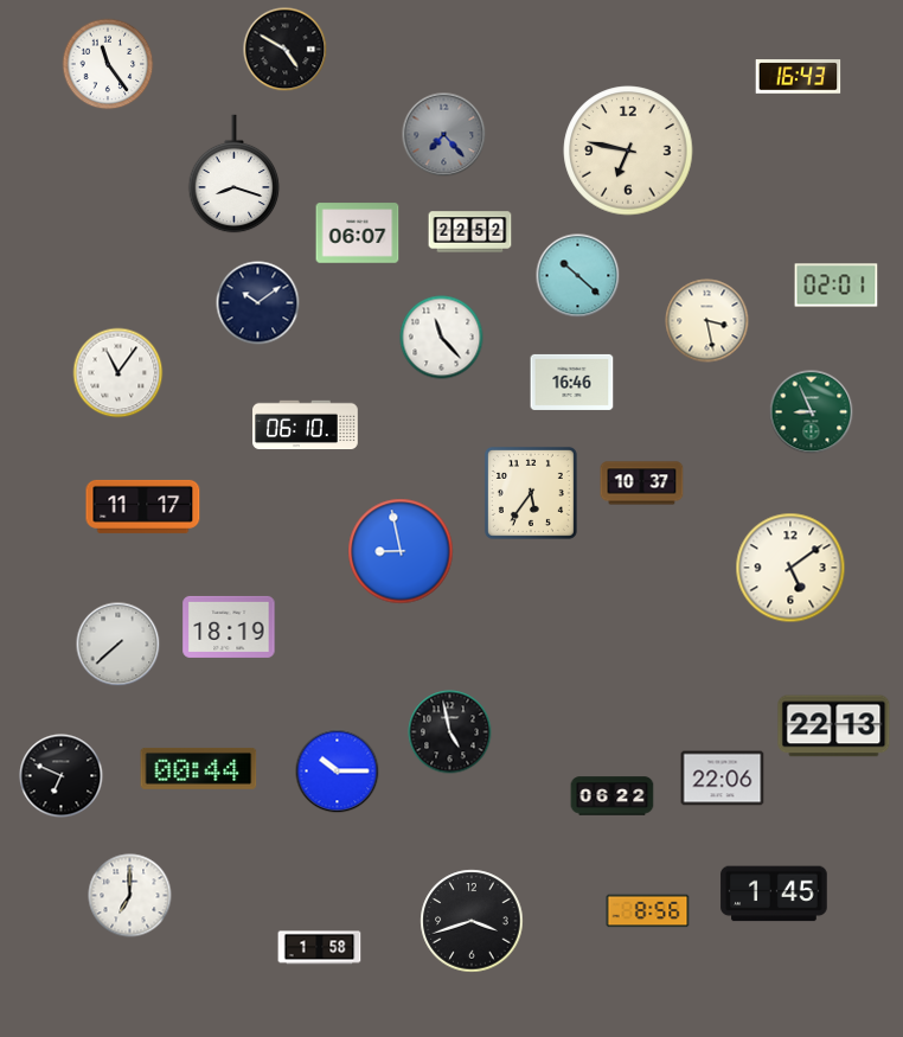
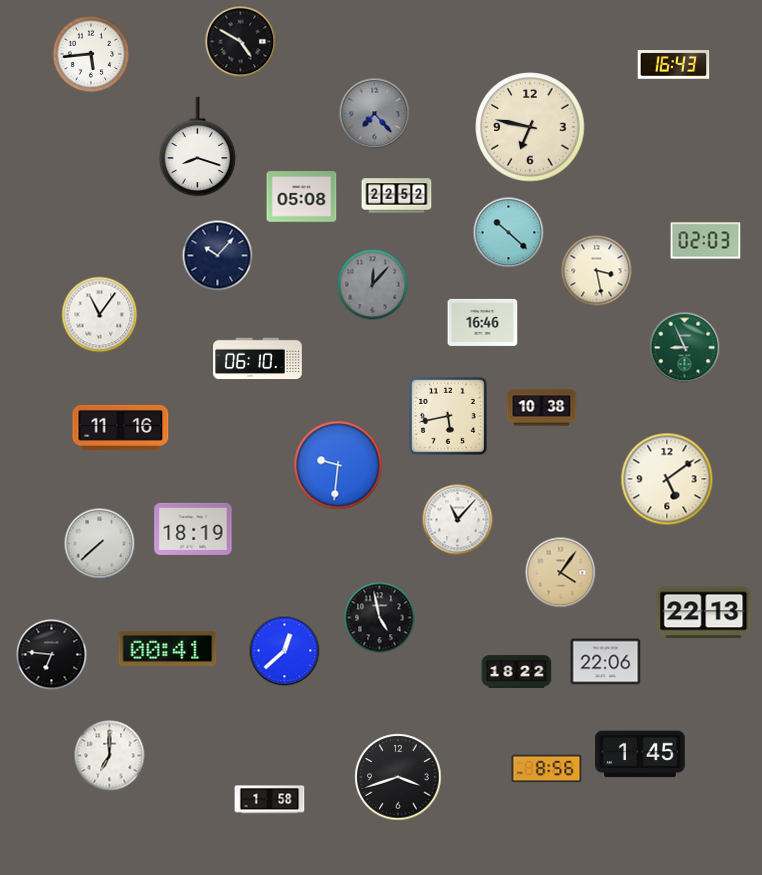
clock at (108, 64): 11:24 -> 5:44
clock at (358, 233): 06:07 -> 05:08
clock at (578, 276) position: (578, 276) -> (509, 233)
clock at (837, 286): 02:01 -> 02:03
clock at (258, 303): 10:09 -> 10:07
clock at (442, 338): 11:23 -> 12:07
clock at (442, 338) dial: white -> grey
clock at (642, 484): 10:37 -> 10:38
clock at (531, 493): 5:36 -> 5:43
clock at (143, 506): 11:17 -> 11:16
clock at (401, 551): 8:58 -> 9:31
clock at (458, 520): none -> 11:07
clock at (561, 573): none -> 4:06
clock at (199, 768): 00:44 -> 00:41
clock at (338, 772): 10:15 -> 12:38
clock at (62, 776): 6:49 -> 6:46
clock at (723, 779) position: (723, 779) -> (606, 662)
clock at (613, 796): 06:22 -> 18:22
clock at (774, 894) position: (774, 894) -> (640, 754)
